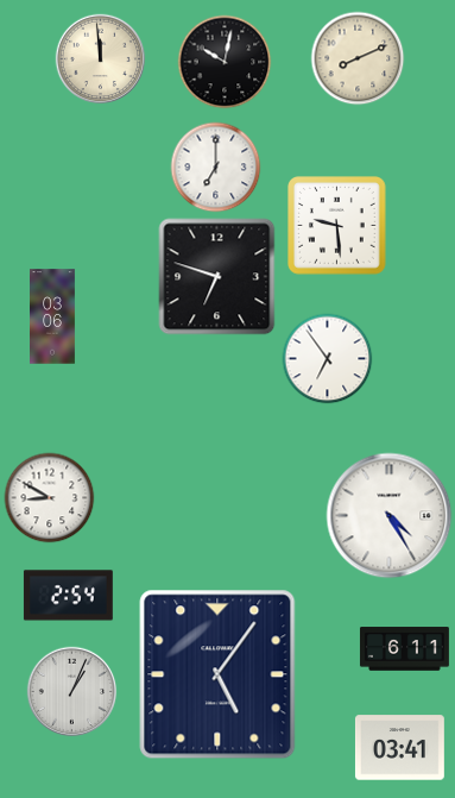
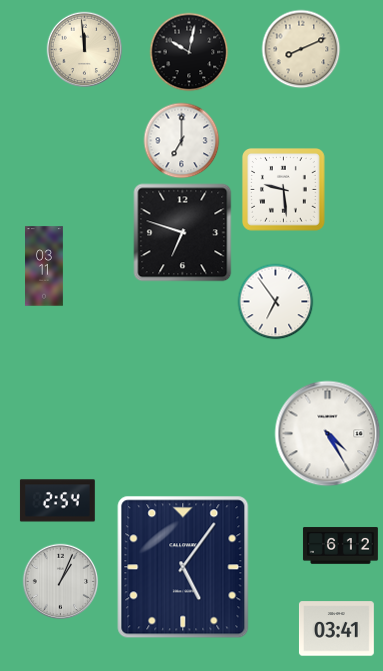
clock at (53, 316): 03:06 -> 03:11
clock at (50, 498): 8:50 -> none
clock at (404, 649): 6:11 -> 6:12
